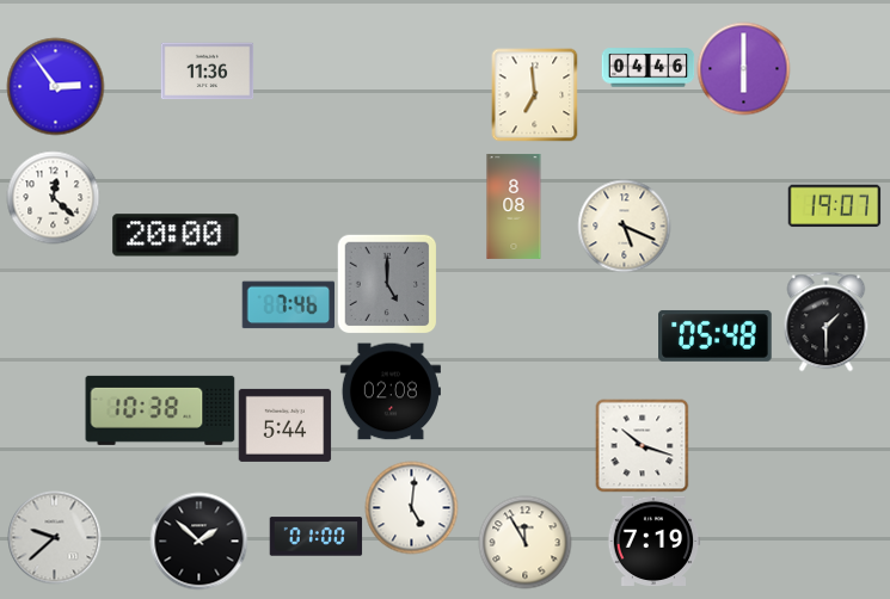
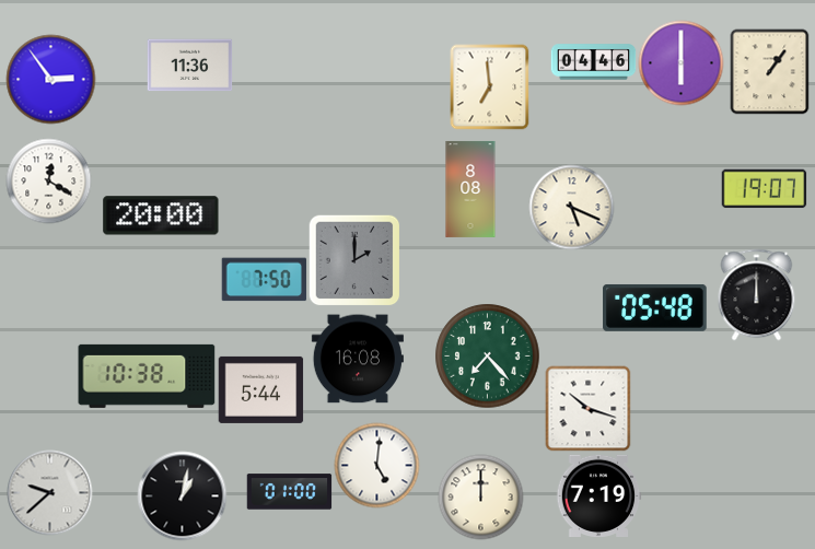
clock at (770, 71): none -> 1:06
clock at (53, 197): 12:22 -> 12:20
clock at (387, 284): 5:00 -> 2:00
clock at (288, 305): 7:46 -> 7:50
clock at (827, 321): 1:30 -> 12:00
clock at (487, 355): none -> 7:23
clock at (391, 391): 02:08 -> 16:08
clock at (198, 541): 1:52 -> 1:02
clock at (524, 542): 11:55 -> 12:00
